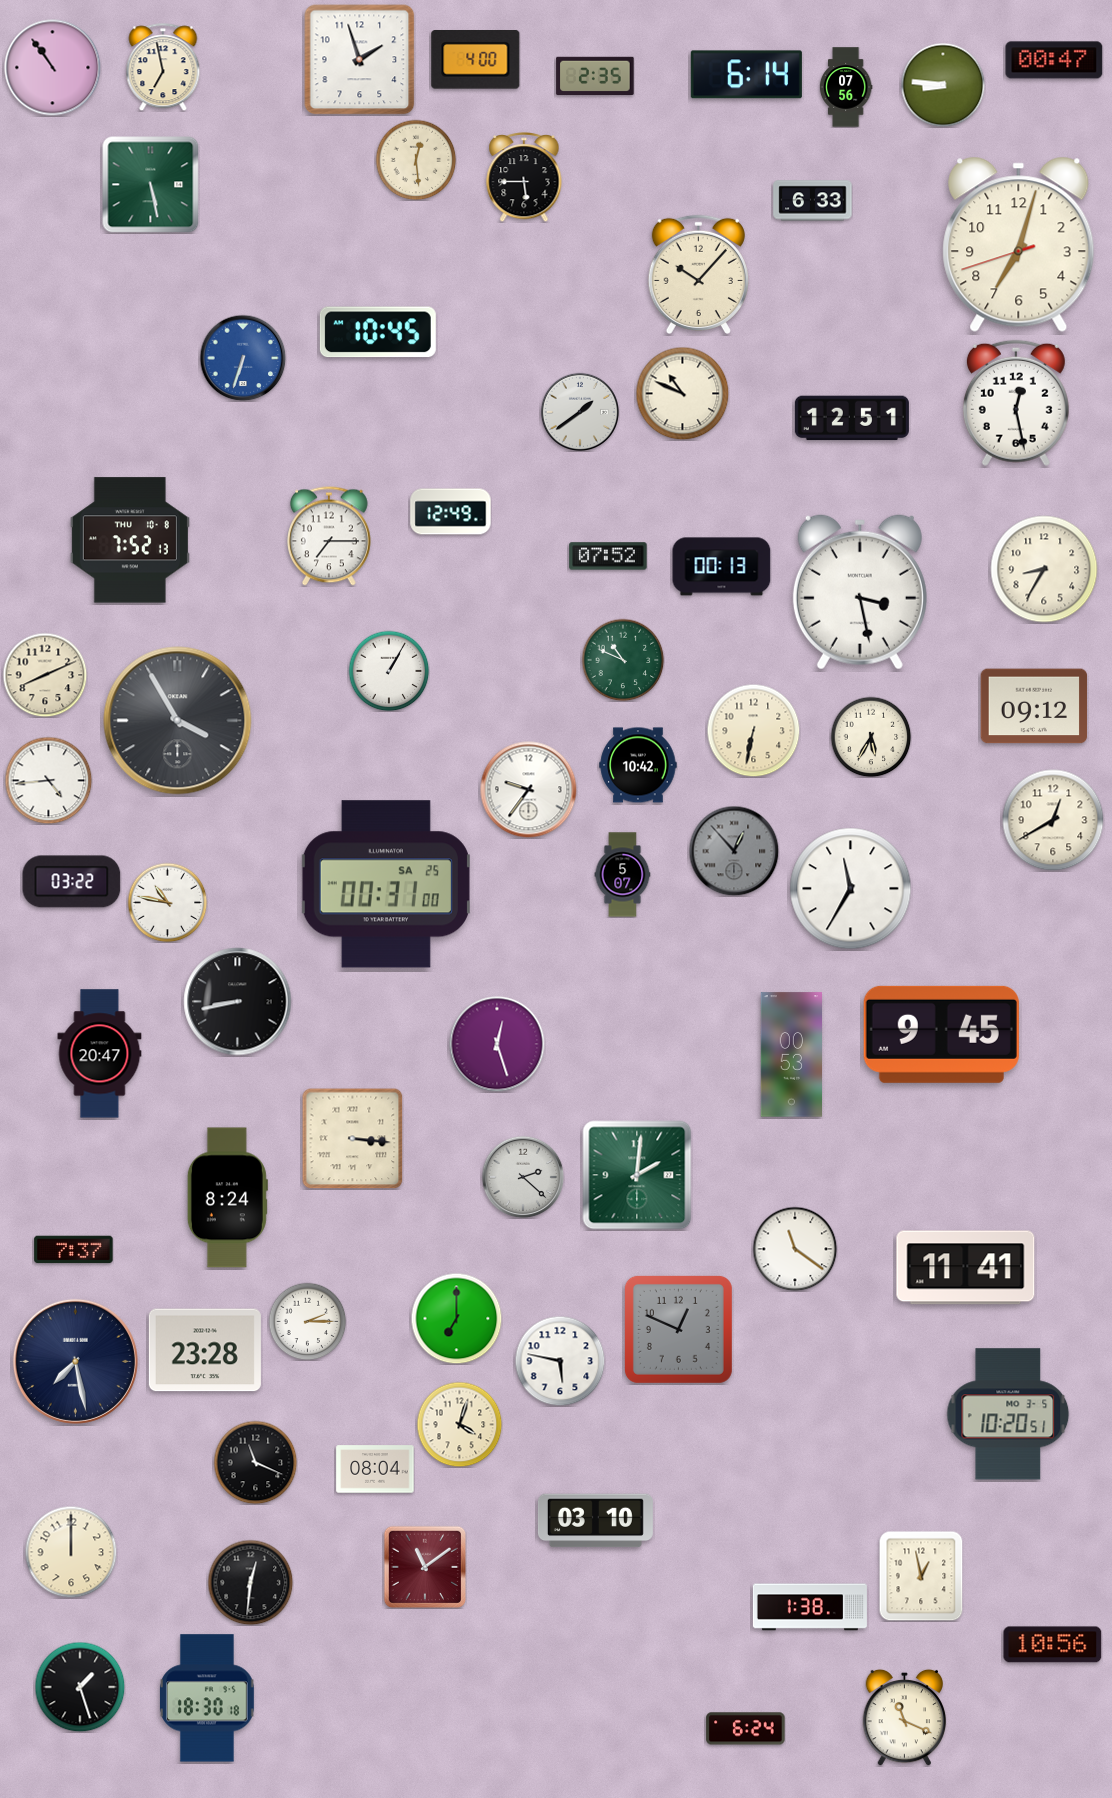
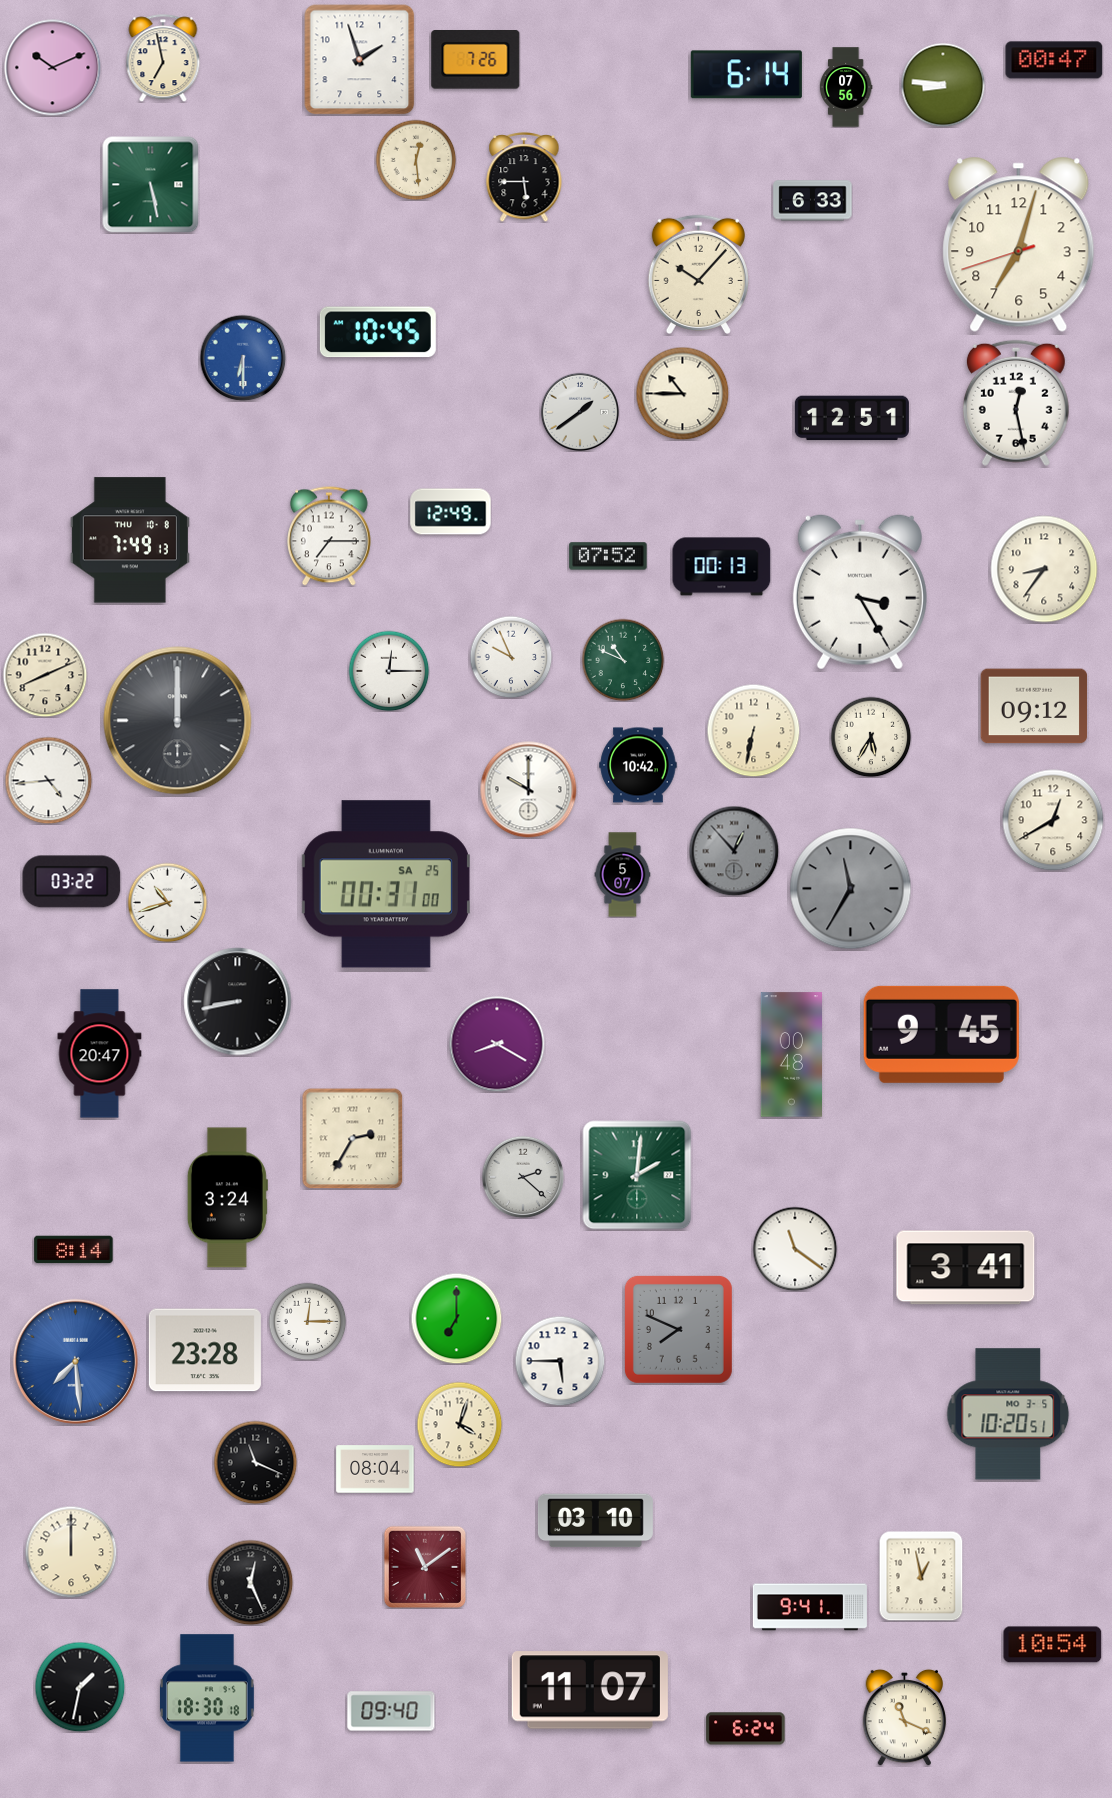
clock at (476, 60): 4:00 -> 7:26
clock at (163, 67) position: (163, 67) -> (163, 58)
clock at (53, 68): 10:54 -> 10:11
clock at (595, 75): 2:35 -> none
clock at (243, 358): 6:33 -> 6:30
clock at (682, 393): 10:49 -> 10:45
clock at (130, 540): 7:52 -> 7:49
clock at (1044, 569): 8:35 -> 8:36
clock at (860, 592): 3:28 -> 3:25
clock at (511, 657): none -> 9:56
clock at (389, 671): 1:05 -> 12:15
clock at (178, 721): 3:55 -> 12:00
clock at (529, 790): 9:36 -> 10:00
clock at (851, 889) dial: white -> grey
clock at (167, 902): 10:47 -> 10:42
clock at (497, 1044): 12:27 -> 8:20
clock at (792, 1055): 00:53 -> 00:48
clock at (353, 1139): 3:16 -> 2:35
clock at (227, 1198): 8:24 -> 3:24
clock at (74, 1250): 7:37 -> 8:14
clock at (966, 1268): 11:41 -> 3:41
clock at (307, 1321): 2:15 -> 12:15
clock at (678, 1329): 12:49 -> 7:49
clock at (75, 1361): 7:28 -> 7:29
clock at (75, 1361) dial: navy -> blue
clock at (560, 1361): 5:47 -> 5:45
clock at (250, 1582): 12:31 -> 12:26
clock at (810, 1607): 1:38 -> 9:41
clock at (1053, 1645): 10:56 -> 10:54
clock at (80, 1687): 1:27 -> 1:32
clock at (590, 1690): none -> 11:07
clock at (391, 1711): none -> 09:40
